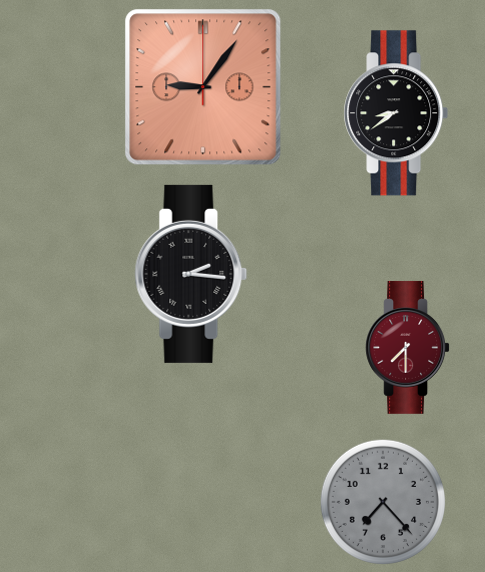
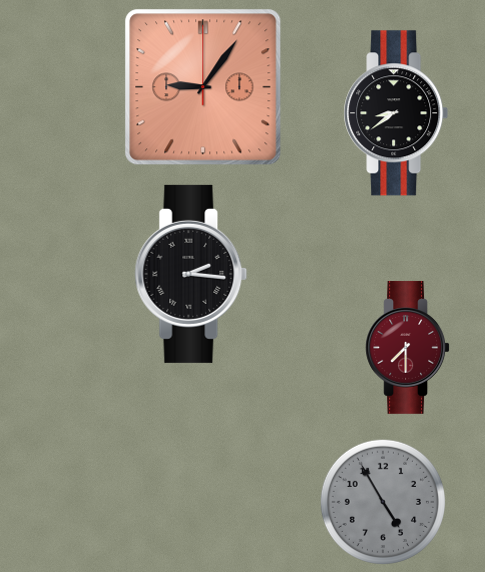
clock at (382, 501): 7:23 -> 4:55
